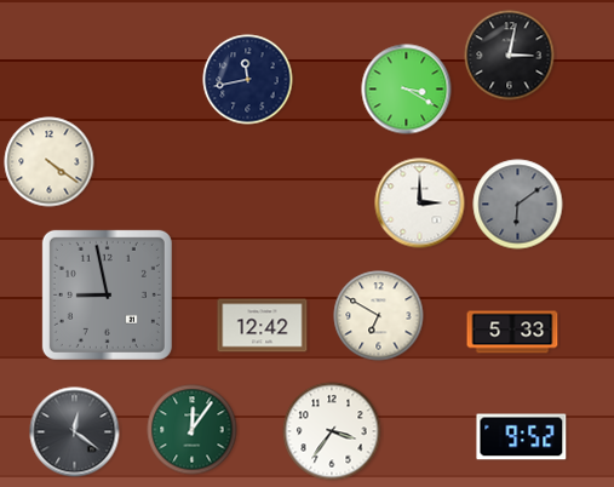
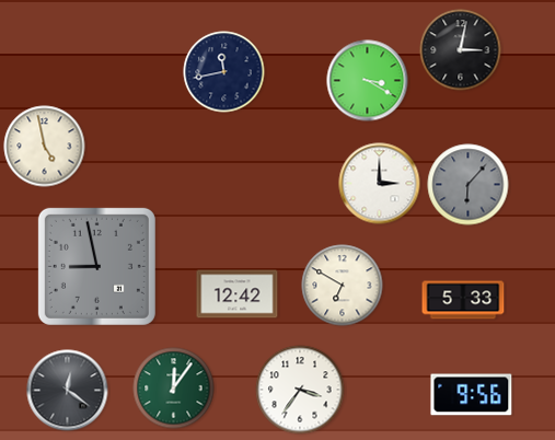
clock at (50, 162): 4:21 -> 4:58
clock at (518, 205): 6:09 -> 6:07
clock at (522, 437): 9:52 -> 9:56
